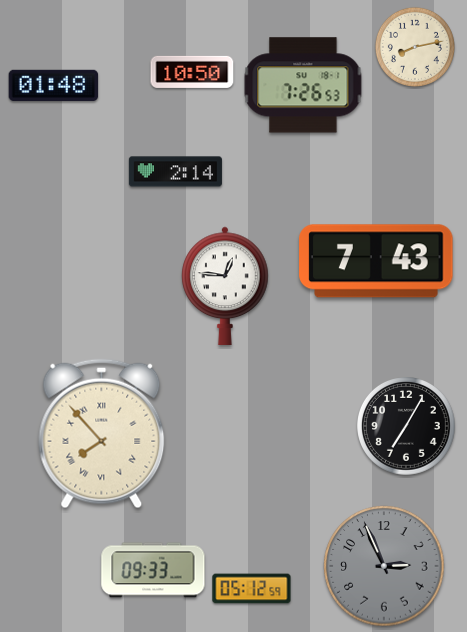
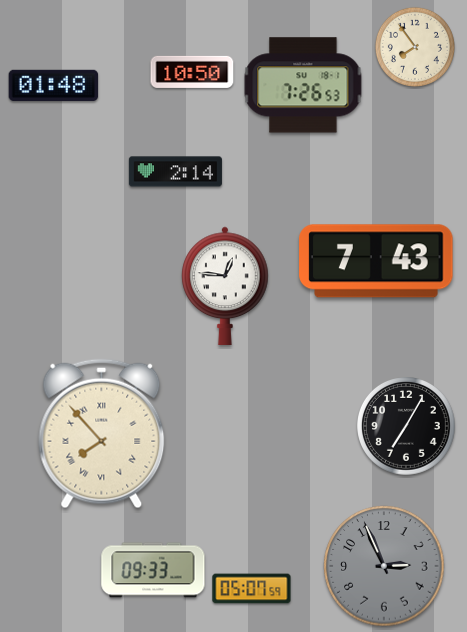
clock at (415, 47): 8:13 -> 7:54
clock at (252, 589): 05:12 -> 05:07
